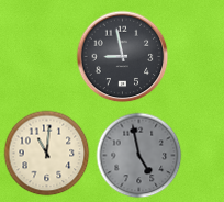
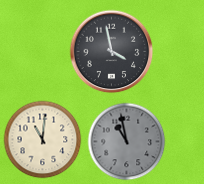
clock at (122, 56): 8:58 -> 3:58
clock at (138, 155): 4:58 -> 10:58
